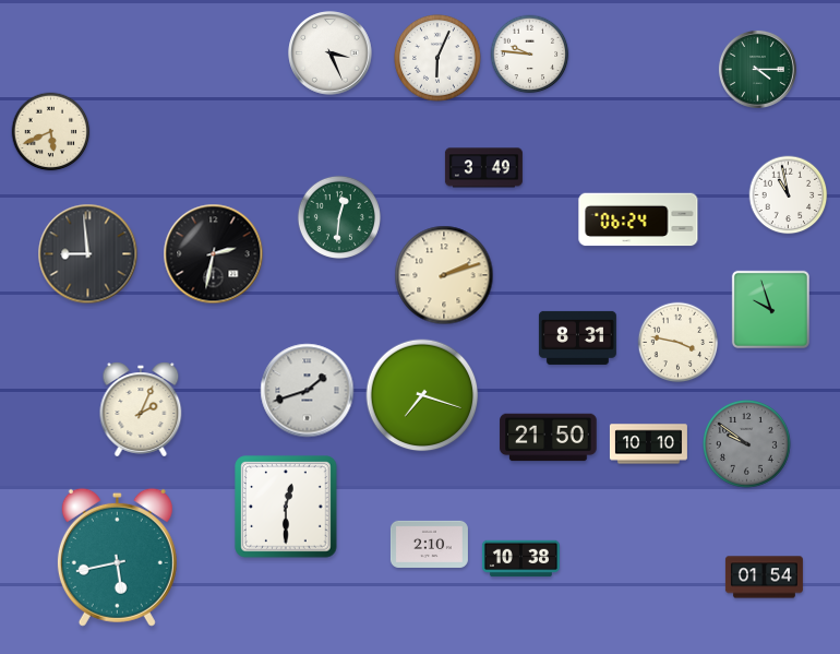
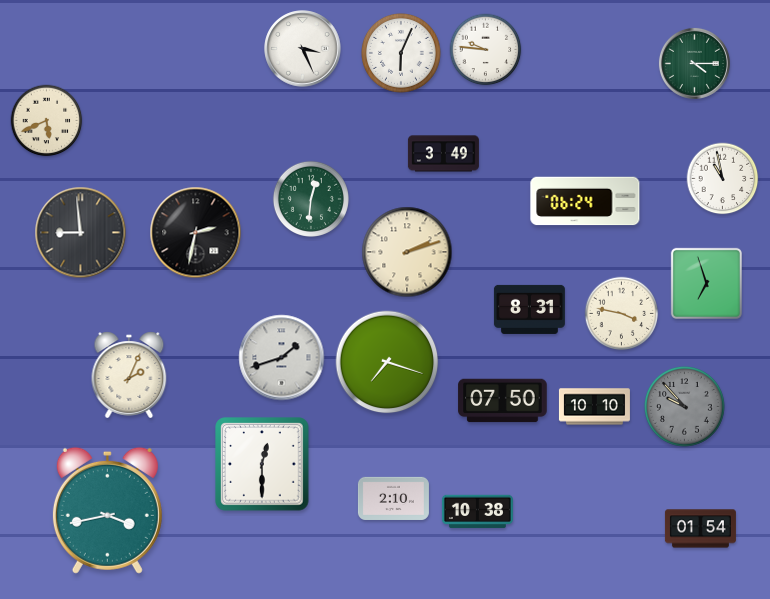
clock at (770, 309): 9:57 -> 6:57
clock at (549, 438): 21:50 -> 07:50
clock at (747, 444): 9:51 -> 9:53
clock at (117, 557): 5:43 -> 3:43
